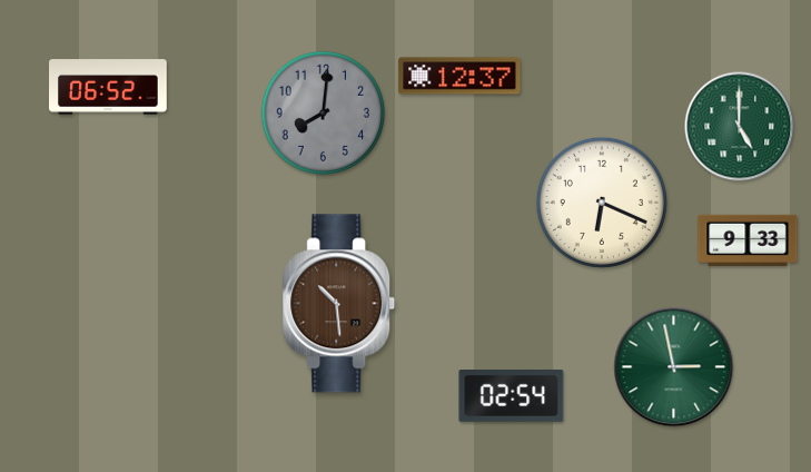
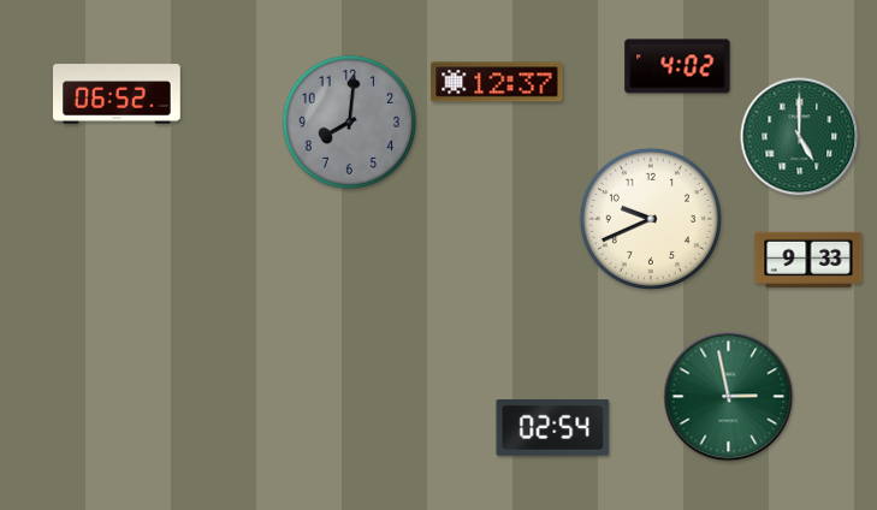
clock at (677, 66): none -> 4:02
clock at (602, 203): 6:19 -> 9:41
clock at (339, 304): 10:29 -> none
